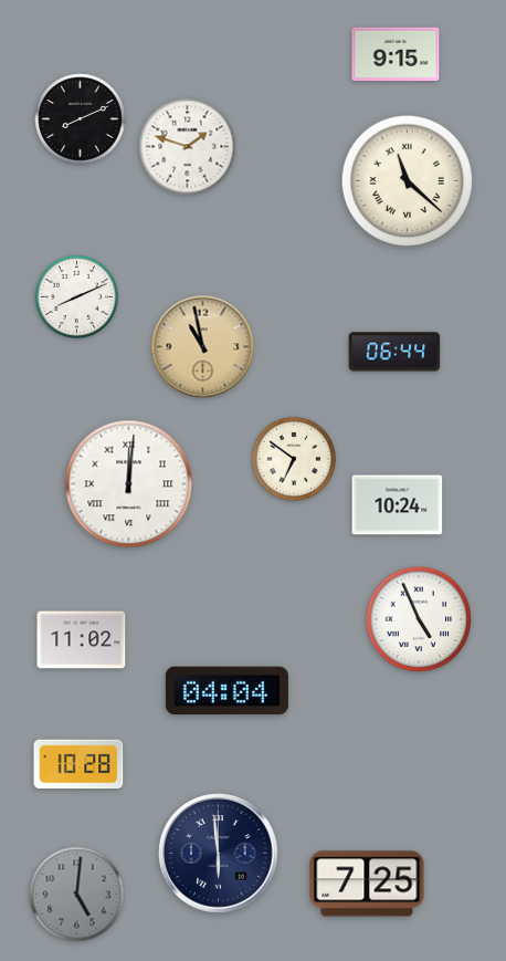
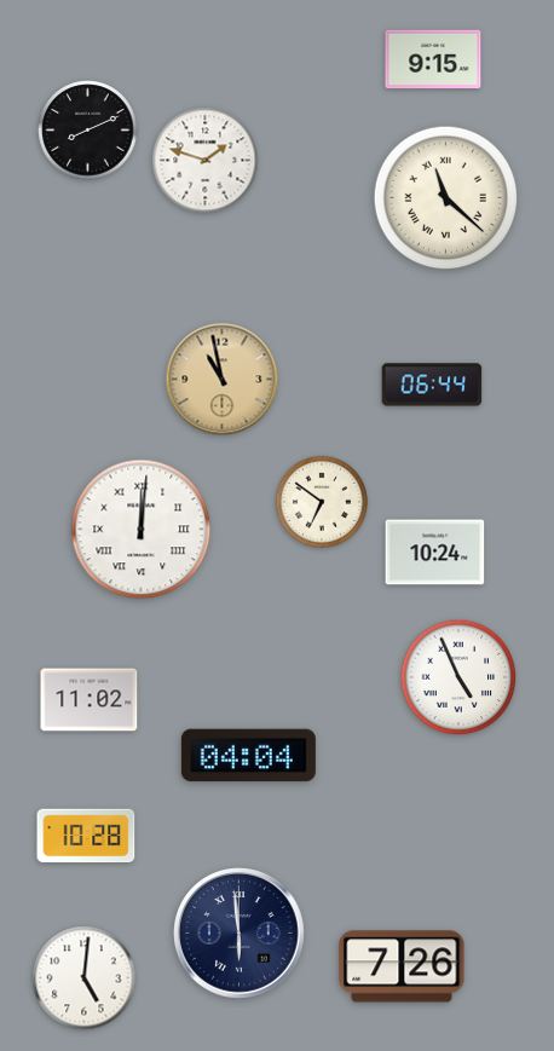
clock at (77, 297): 8:11 -> none
clock at (367, 884): 7:25 -> 7:26
clock at (77, 895) dial: grey -> white
